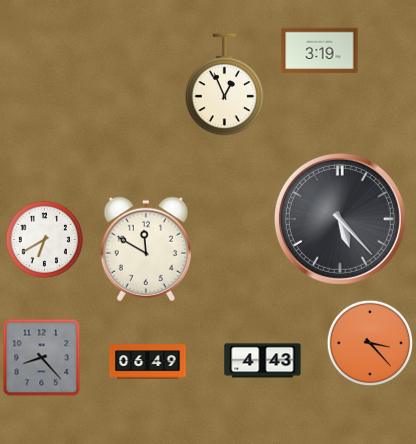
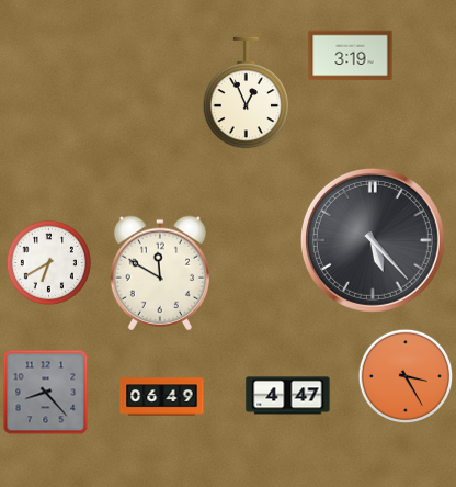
clock at (370, 343): 3:23 -> 3:25
clock at (263, 361): 4:43 -> 4:47
